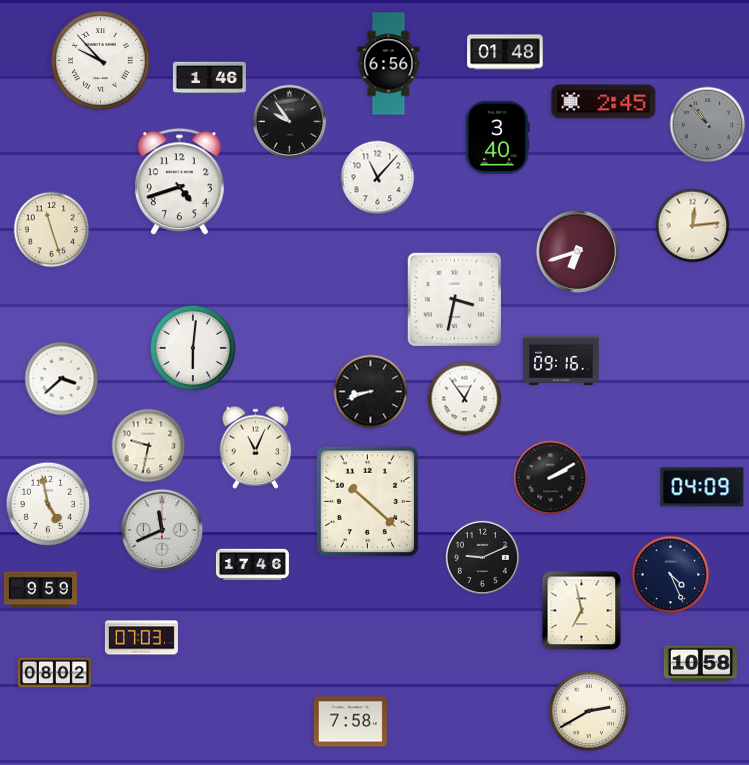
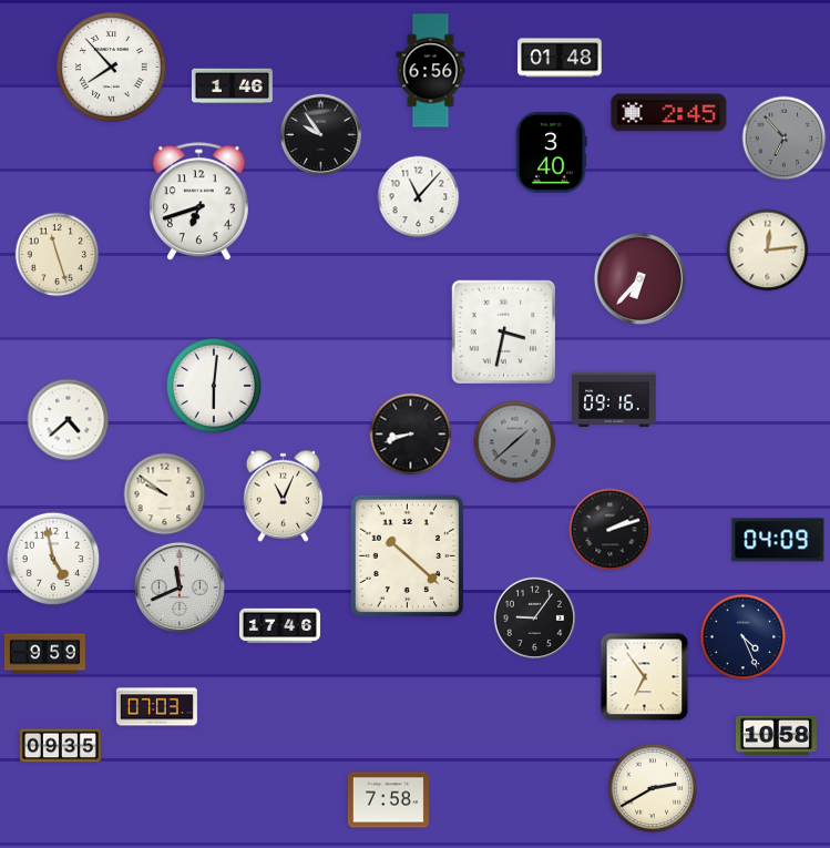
clock at (101, 61): 9:53 -> 7:53
clock at (708, 125): 10:53 -> 6:53
clock at (179, 182): 4:42 -> 6:42
clock at (577, 251): 6:42 -> 6:37
clock at (561, 359) position: (561, 359) -> (614, 398)
clock at (62, 379): 3:38 -> 4:38
clock at (465, 399): 12:54 -> 1:38
clock at (465, 399) dial: white -> grey
clock at (149, 446): 9:32 -> 9:51
clock at (551, 478): 2:10 -> 2:12
clock at (482, 557): 9:11 -> 9:06
clock at (582, 611): 6:58 -> 6:54
clock at (54, 673): 08:02 -> 09:35
